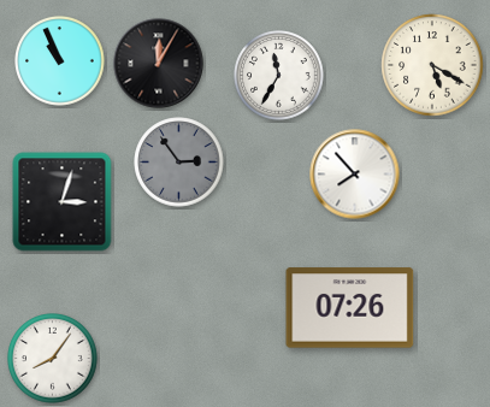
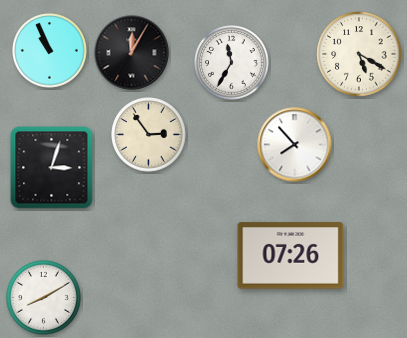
clock at (179, 163) dial: grey -> cream
clock at (53, 359): 8:06 -> 8:10
